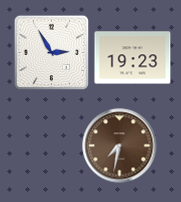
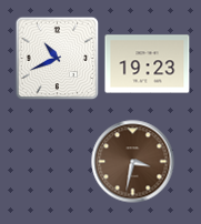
clock at (52, 53): 2:55 -> 10:41
clock at (120, 146): 7:32 -> 3:32
